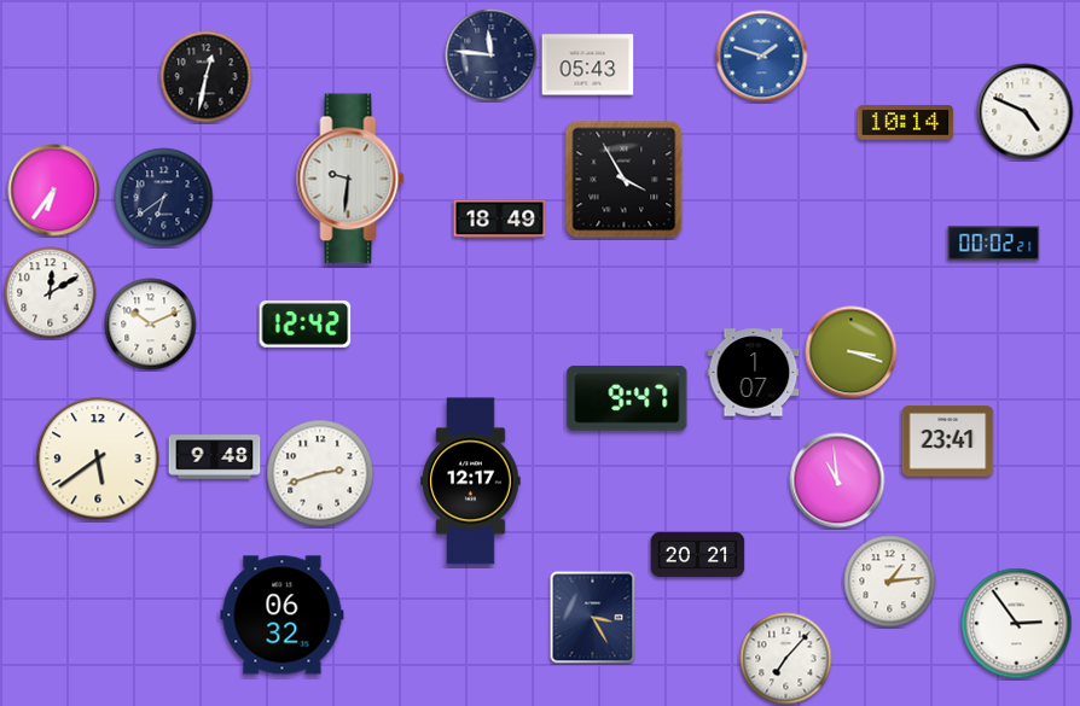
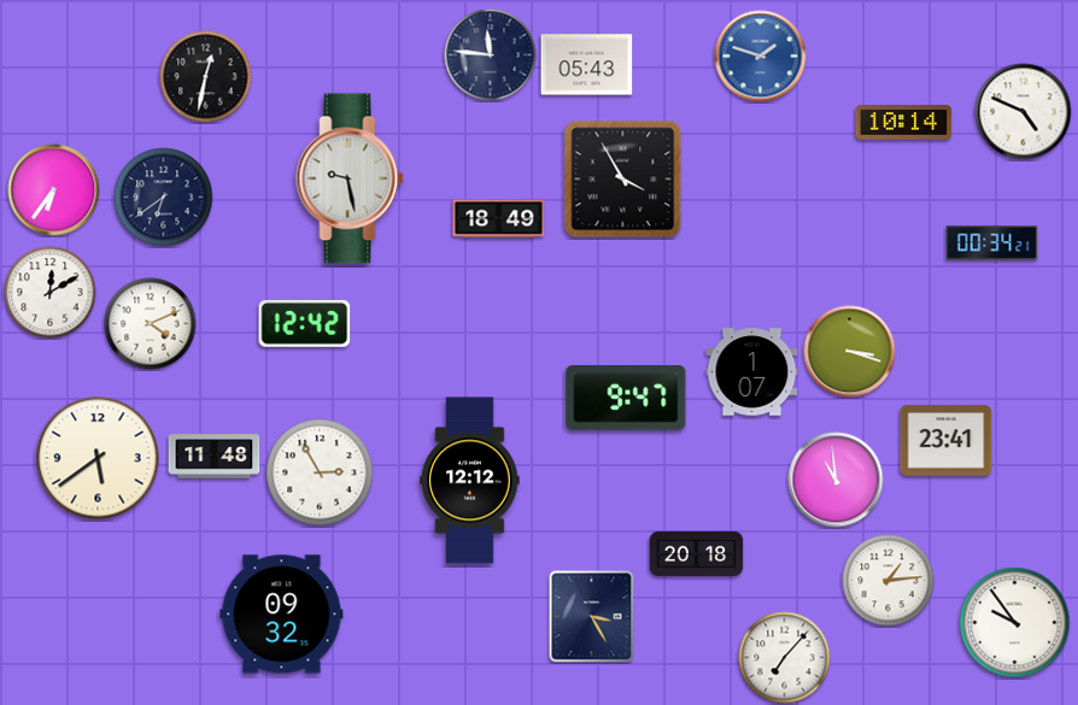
clock at (350, 179): 9:31 -> 9:28
clock at (994, 244): 00:02 -> 00:34
clock at (151, 325): 10:11 -> 4:11
clock at (215, 457): 9:48 -> 11:48
clock at (320, 473): 2:42 -> 2:55
clock at (471, 482): 12:17 -> 12:12
clock at (698, 555): 20:21 -> 20:18
clock at (283, 615): 06:32 -> 09:32
clock at (1017, 624): 2:54 -> 9:54
